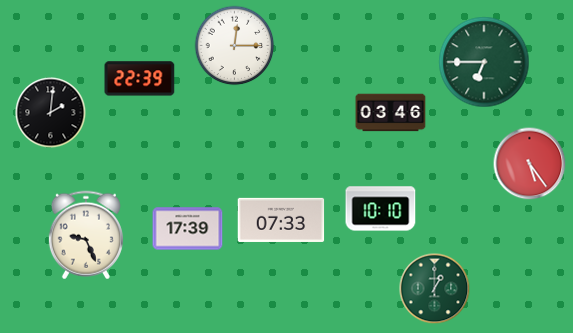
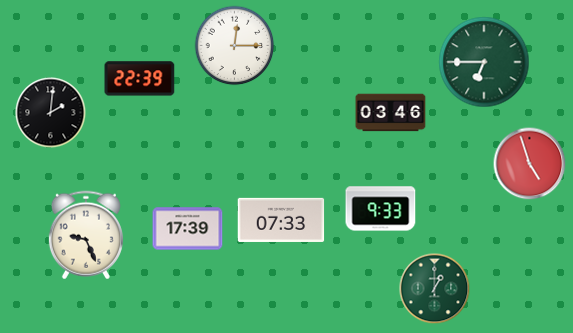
clock at (530, 164): 5:24 -> 4:57
clock at (381, 209): 10:10 -> 9:33
